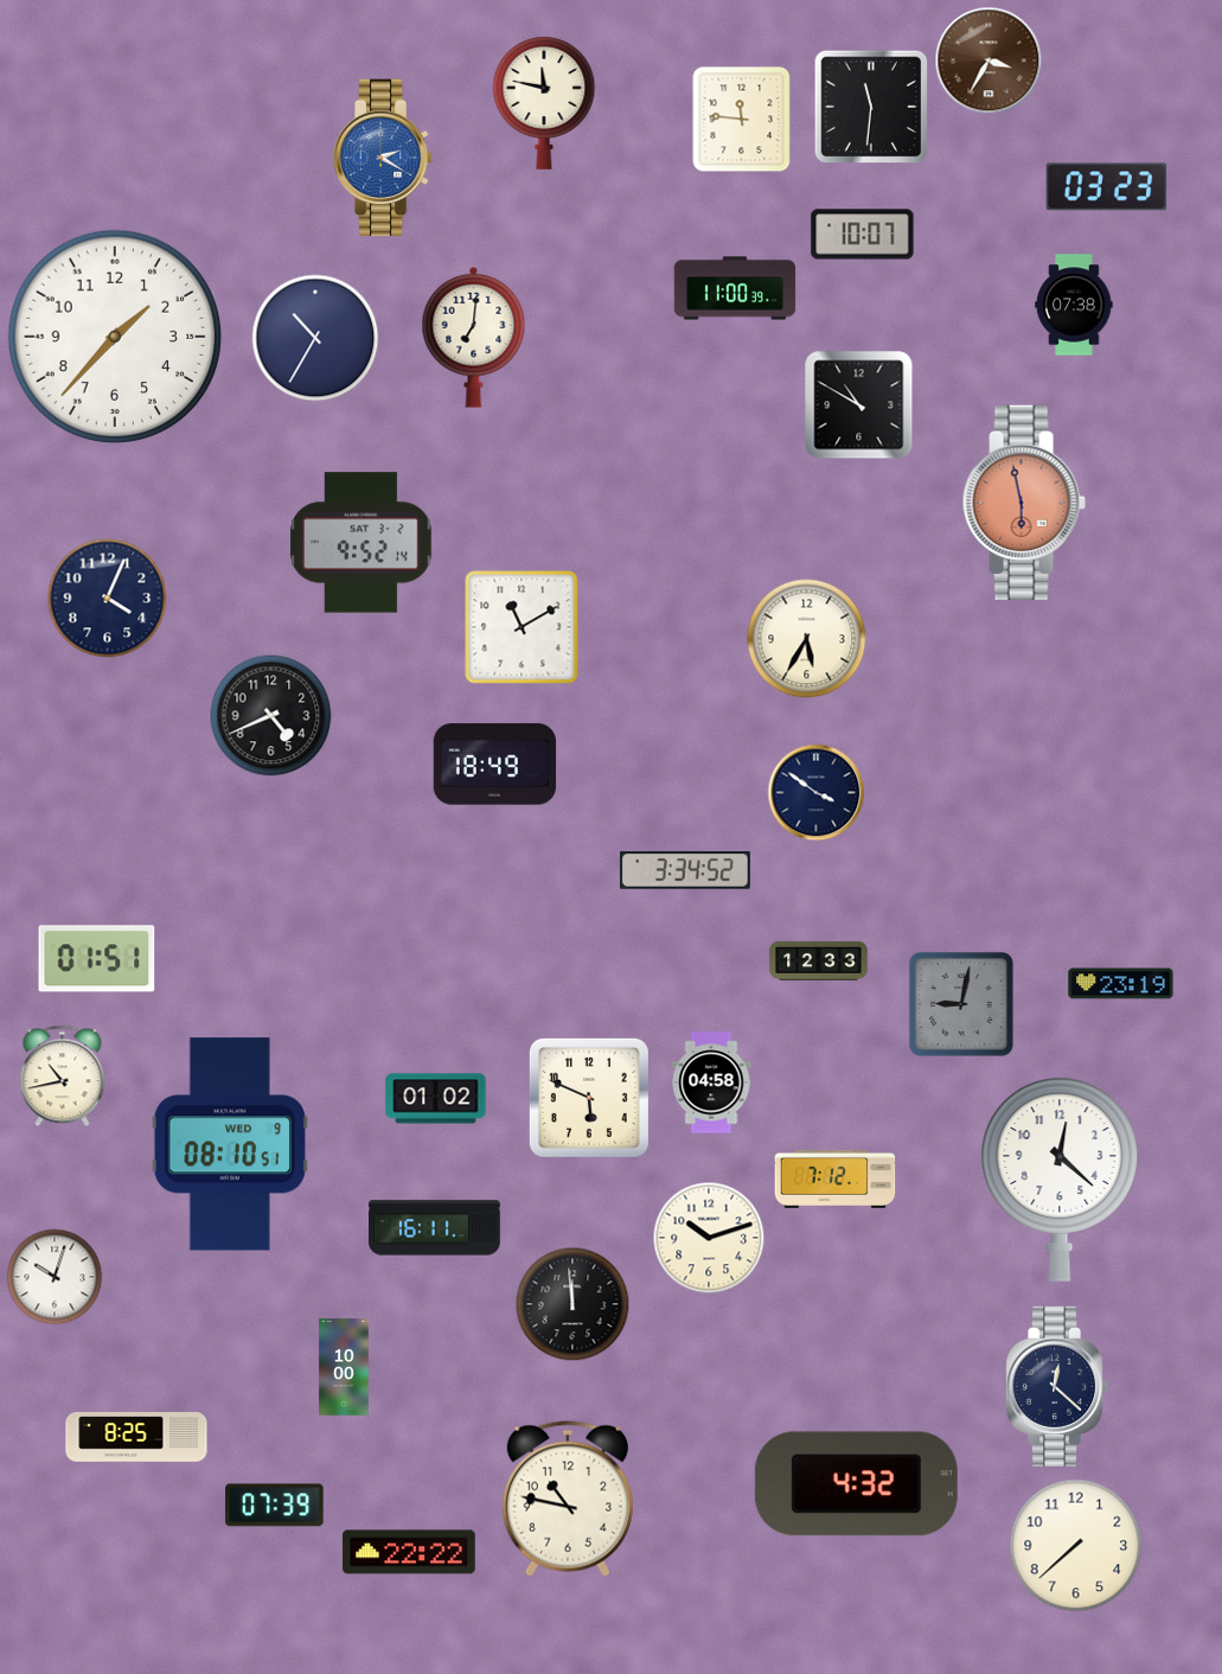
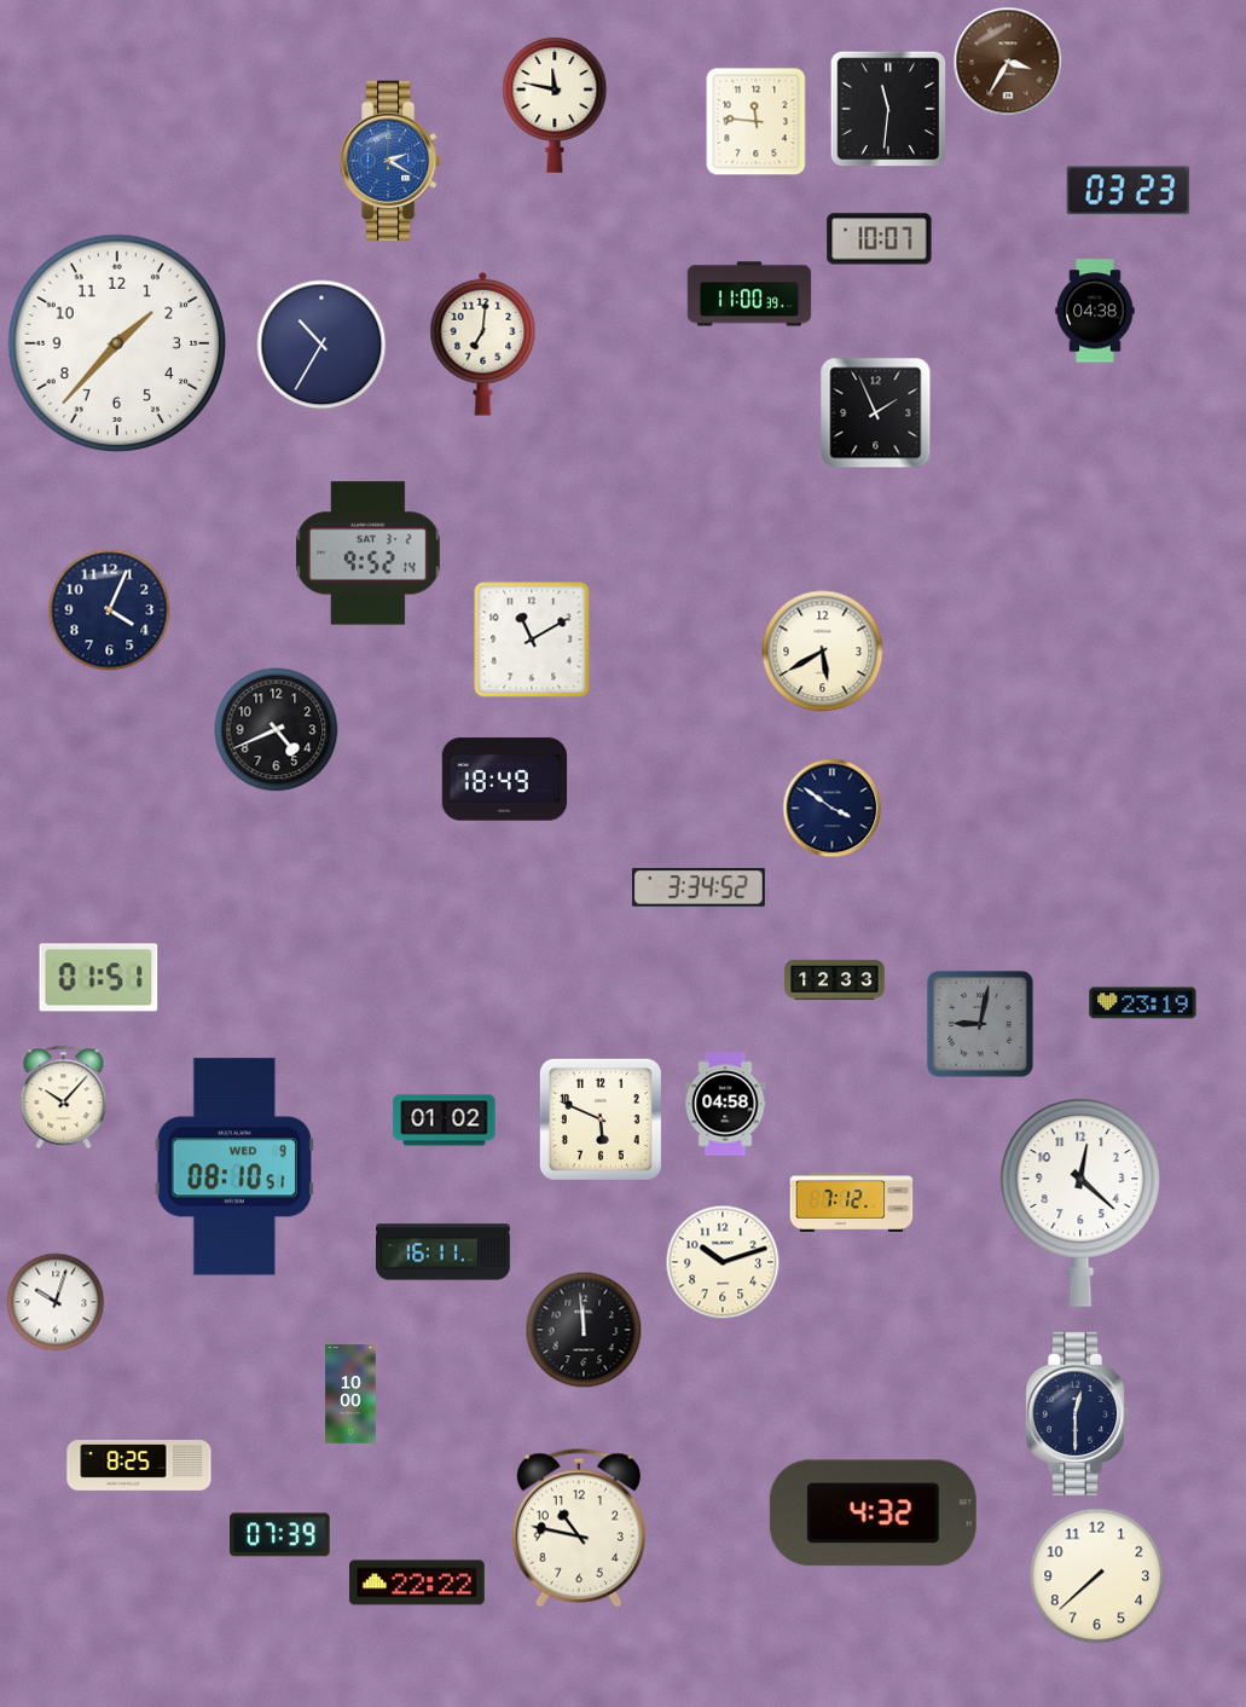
clock at (1074, 305): 07:38 -> 04:38
clock at (859, 405): 10:50 -> 1:56
clock at (1024, 501): 5:58 -> none
clock at (807, 639): 5:35 -> 5:40
clock at (63, 1076): 10:43 -> 10:07
clock at (1056, 1386): 12:22 -> 12:30
